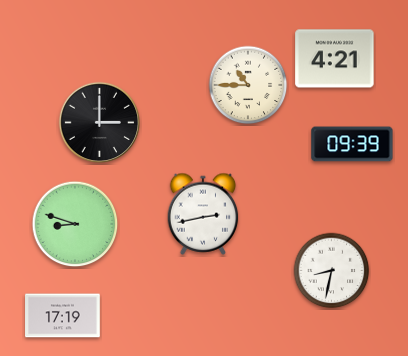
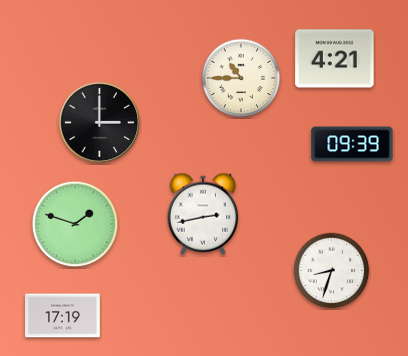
clock at (248, 85) position: (248, 85) -> (241, 78)
clock at (75, 224): 8:48 -> 1:48
clock at (332, 271): 8:32 -> 8:33
